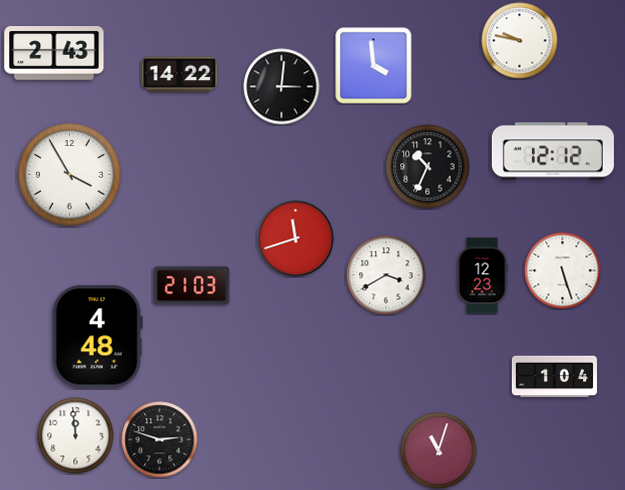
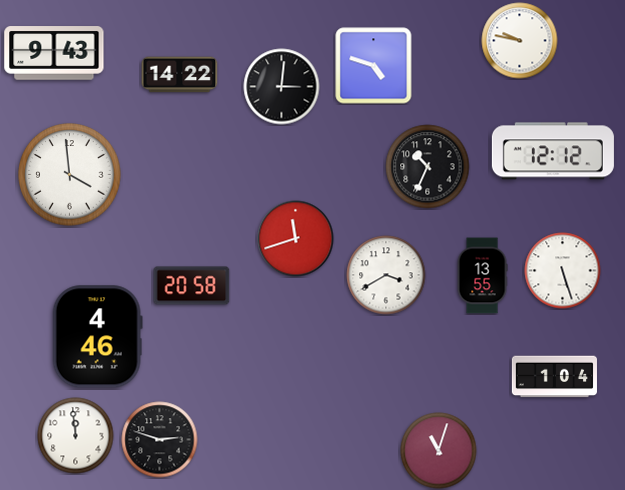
clock at (54, 53): 2:43 -> 9:43
clock at (374, 66): 3:59 -> 4:48
clock at (70, 175): 3:55 -> 3:59
clock at (482, 276): 12:23 -> 13:55
clock at (192, 286): 21:03 -> 20:58
clock at (97, 337): 4:48 -> 4:46
